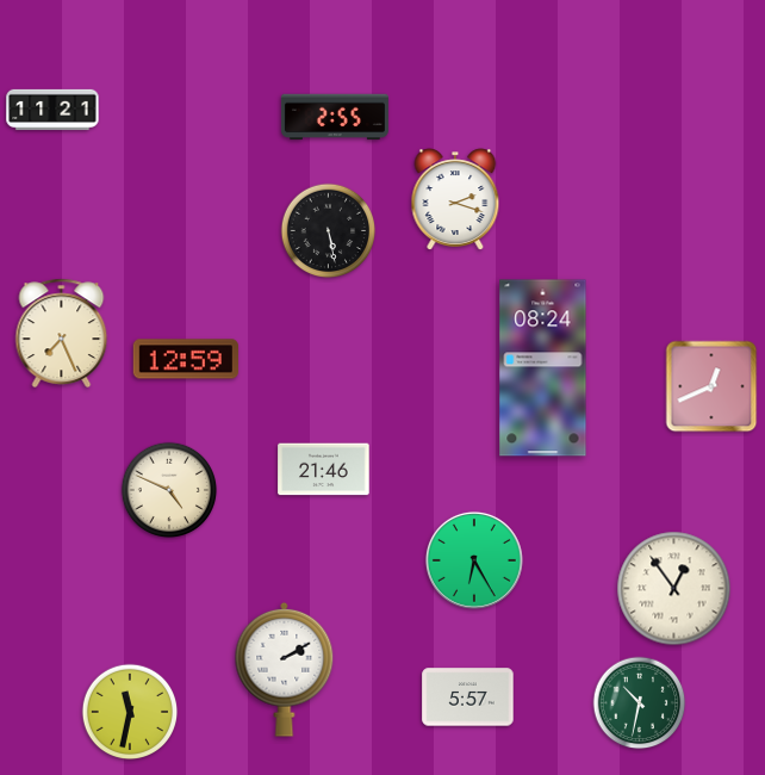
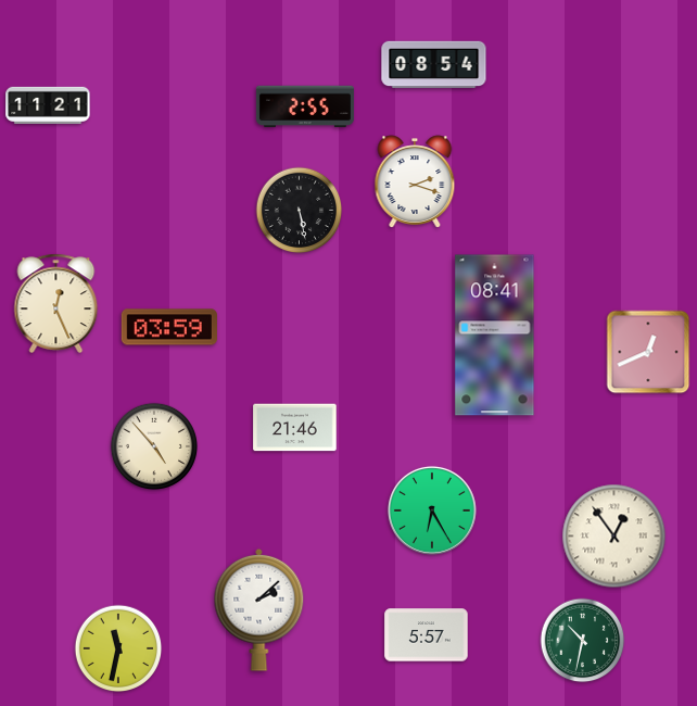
clock at (434, 65): none -> 08:54
clock at (52, 110) position: (52, 110) -> (48, 105)
clock at (62, 333): 7:26 -> 12:26
clock at (186, 359): 12:59 -> 03:59
clock at (543, 368): 08:24 -> 08:41
clock at (169, 490): 4:49 -> 4:53
clock at (285, 669): 2:10 -> 2:08
